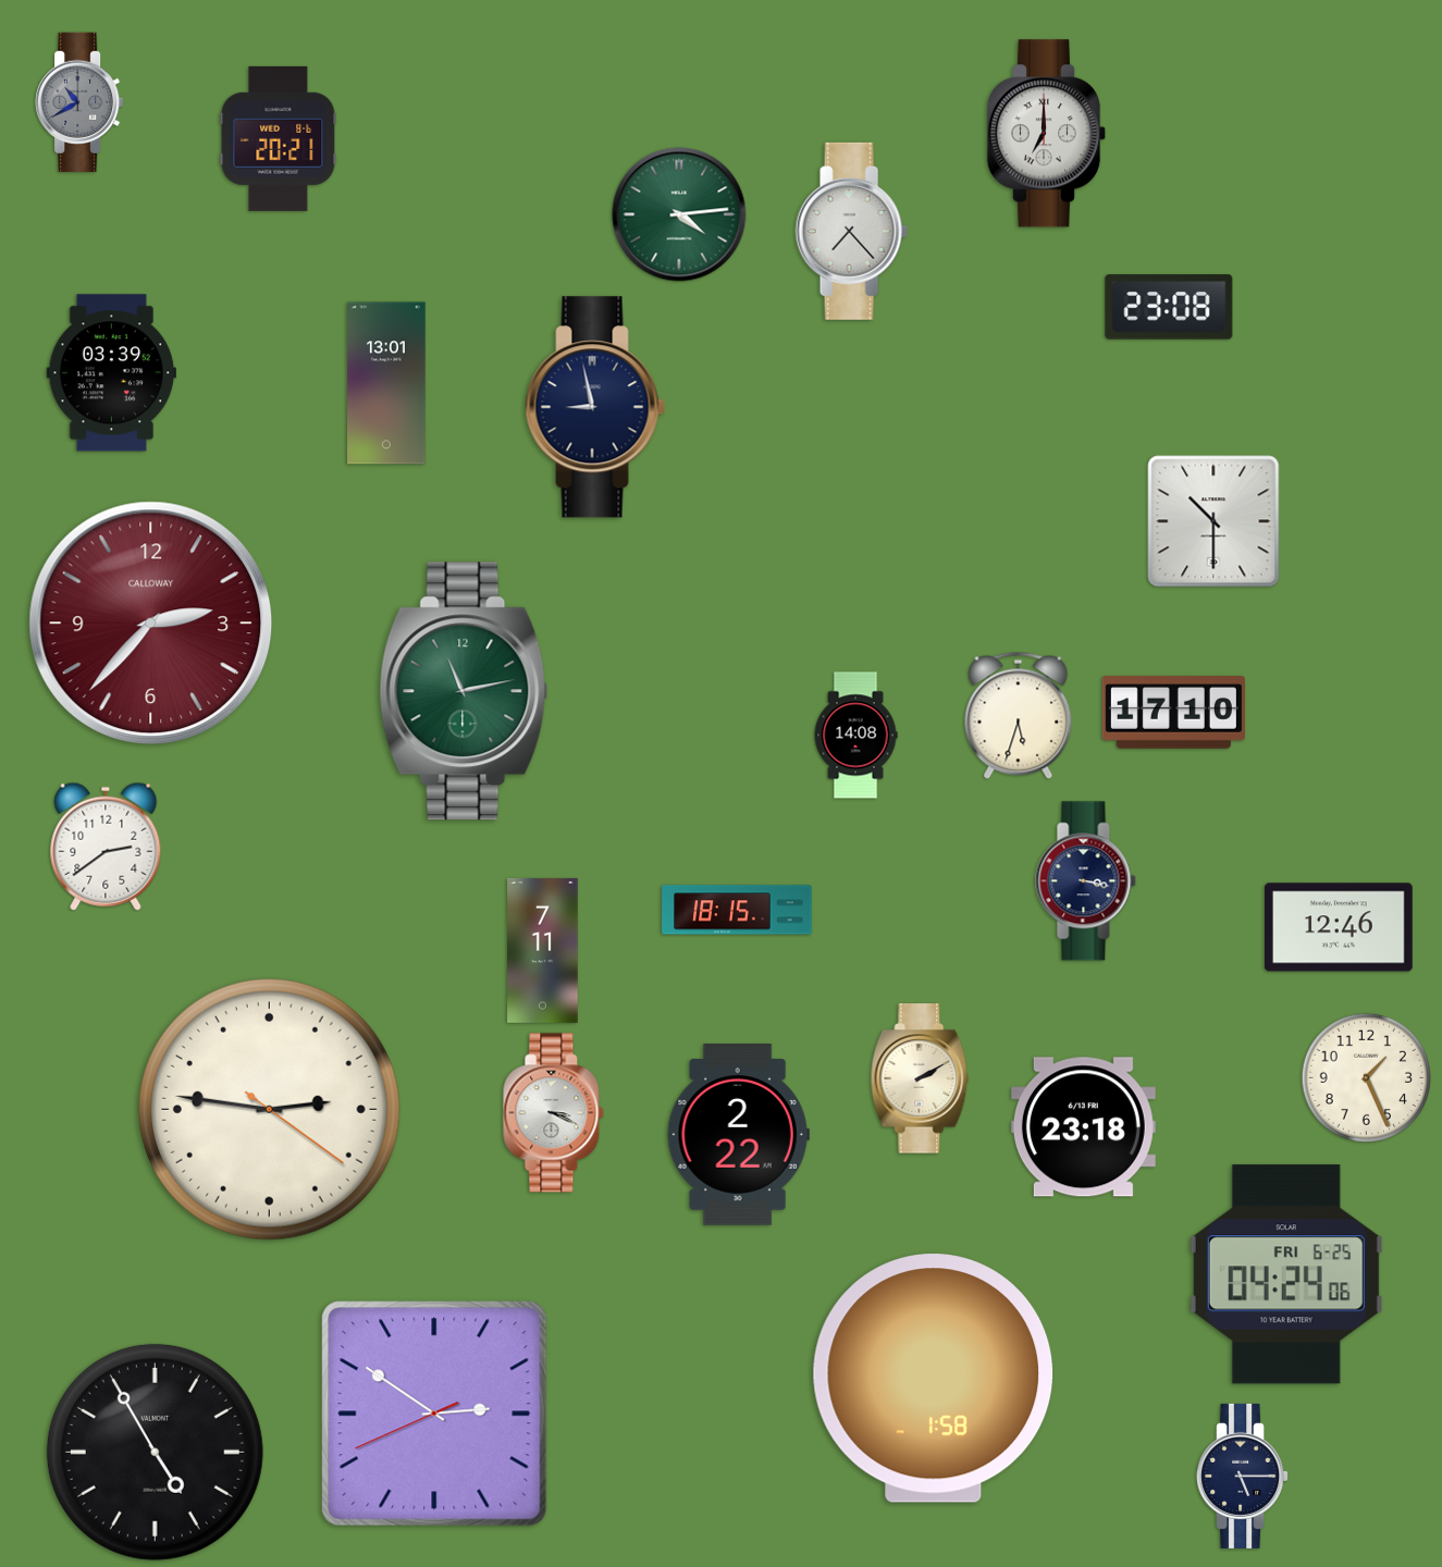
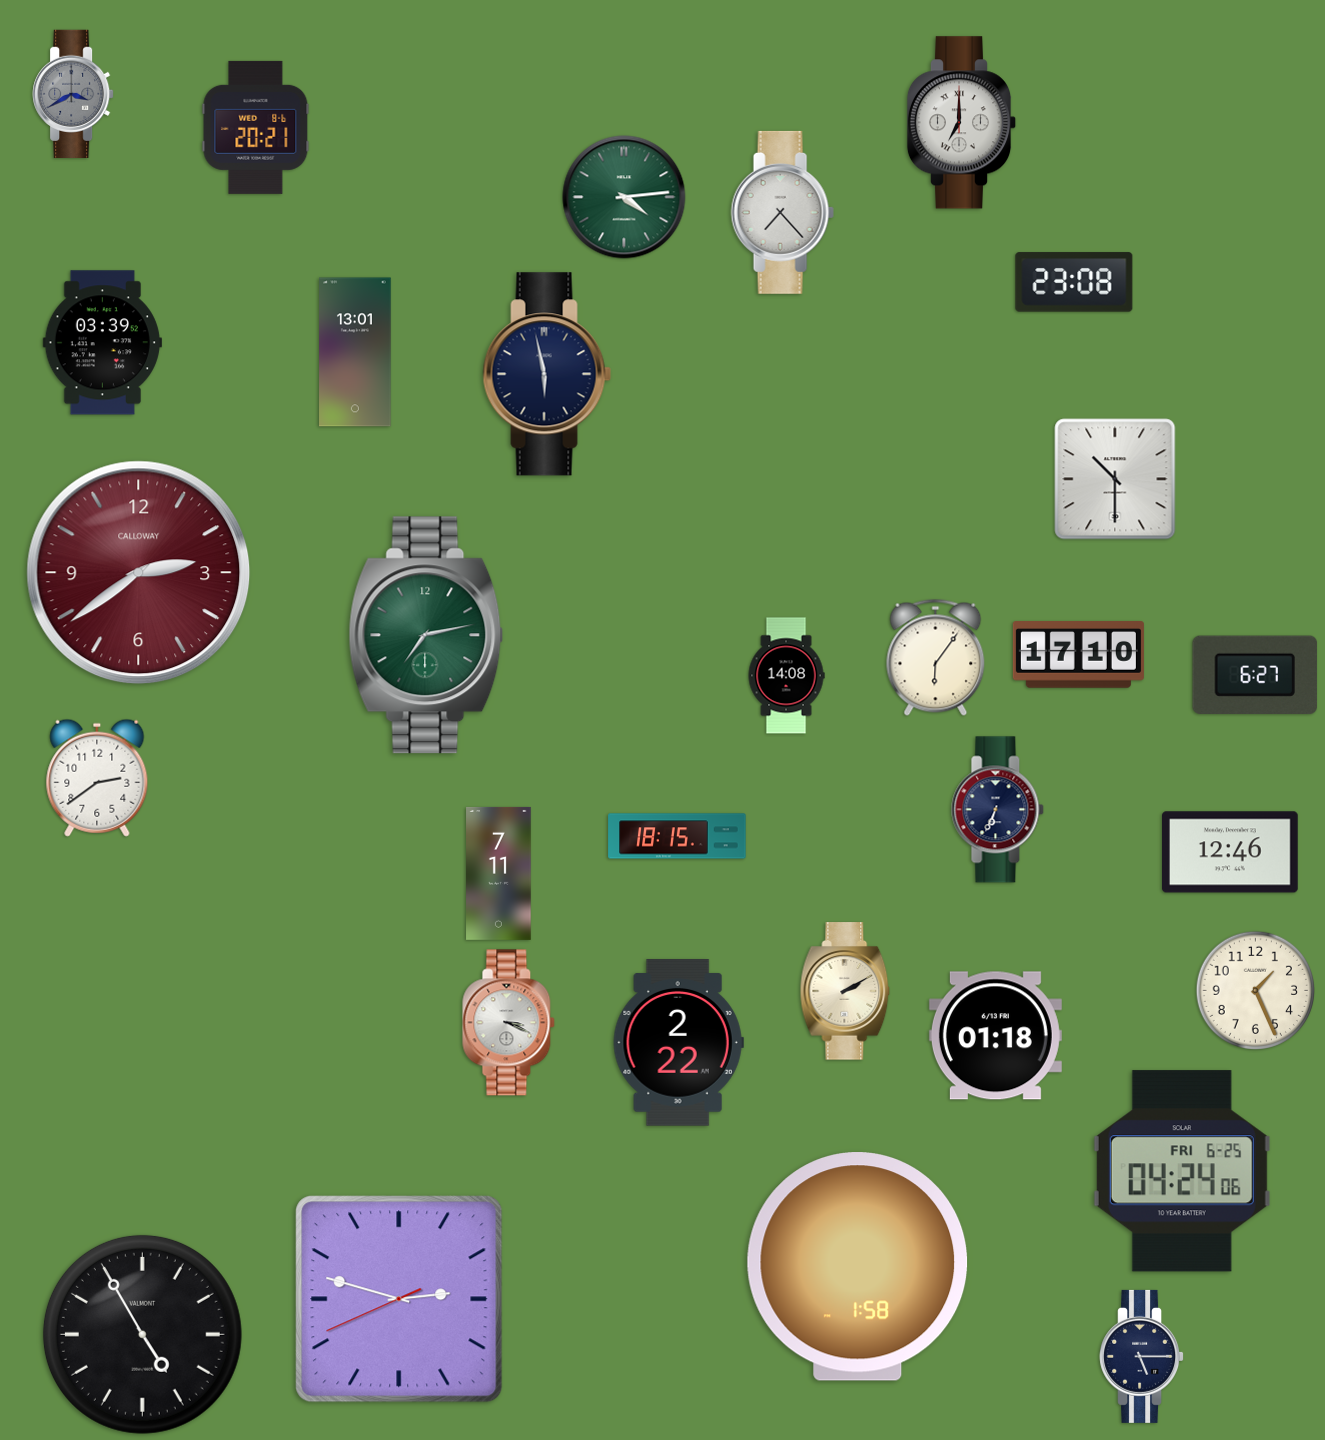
clock at (79, 101): 10:40 -> 3:40
clock at (595, 407): 8:58 -> 5:58
clock at (151, 624): 2:37 -> 2:39
clock at (464, 691): 11:13 -> 7:13
clock at (1019, 715): 5:33 -> 6:06
clock at (1255, 674): none -> 6:27
clock at (1086, 881): 3:17 -> 6:34
clock at (269, 1109): 2:46 -> none
clock at (1083, 1127): 23:18 -> 01:18
clock at (434, 1414): 2:50 -> 2:47
